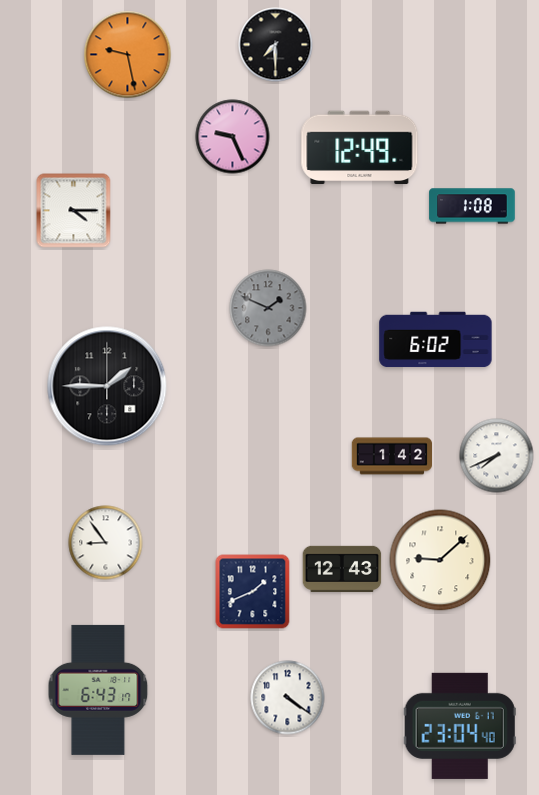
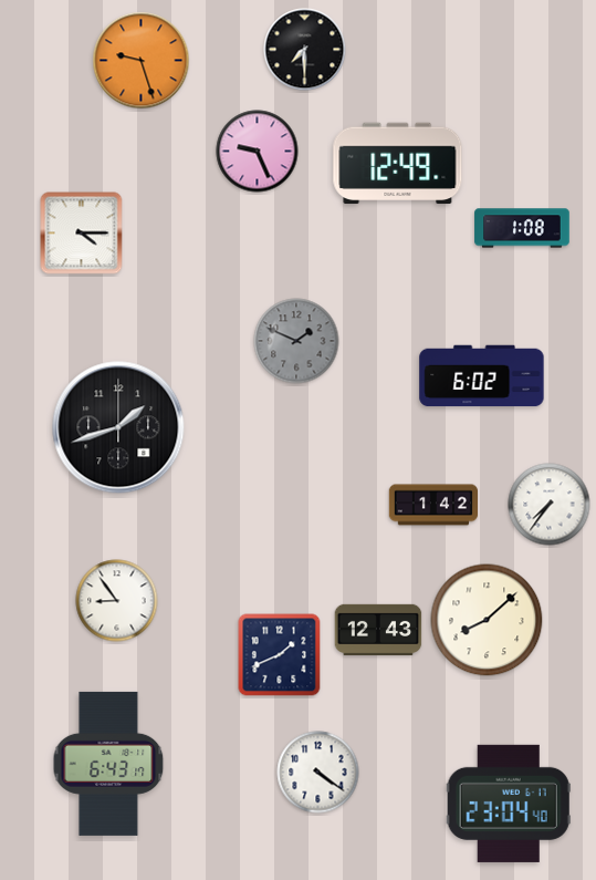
clock at (128, 55): 9:28 -> 9:27
clock at (107, 386): 1:45 -> 1:42
clock at (497, 456): 7:41 -> 7:36
clock at (440, 560): 9:08 -> 8:08
